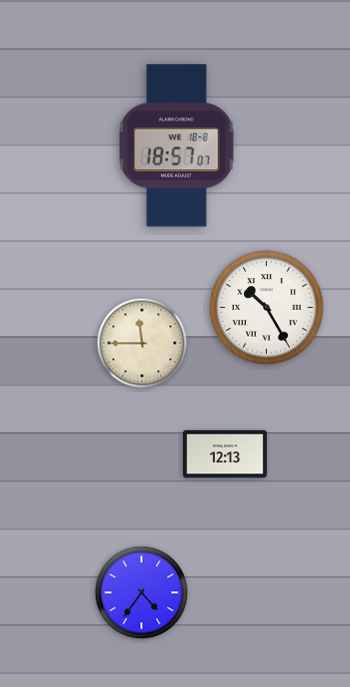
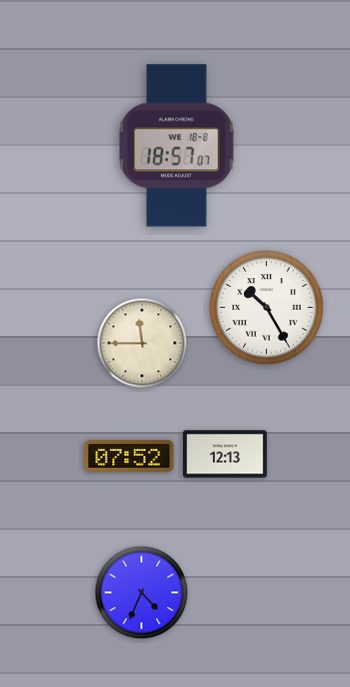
clock at (129, 456): none -> 07:52
clock at (142, 593): 4:36 -> 4:34
